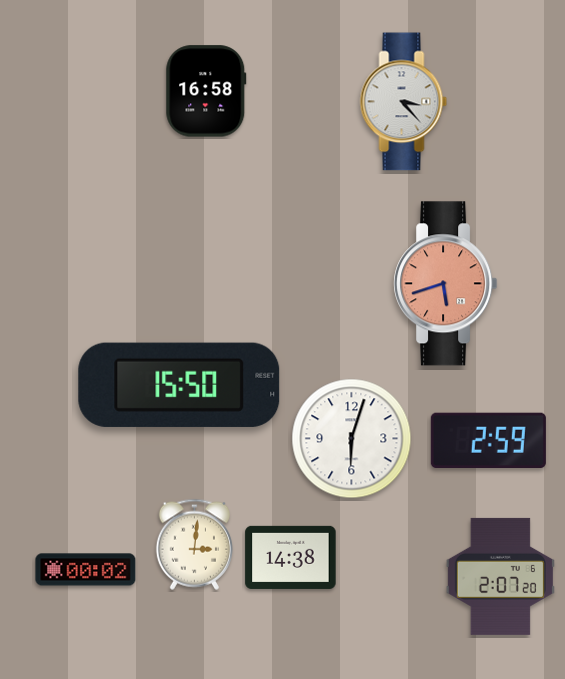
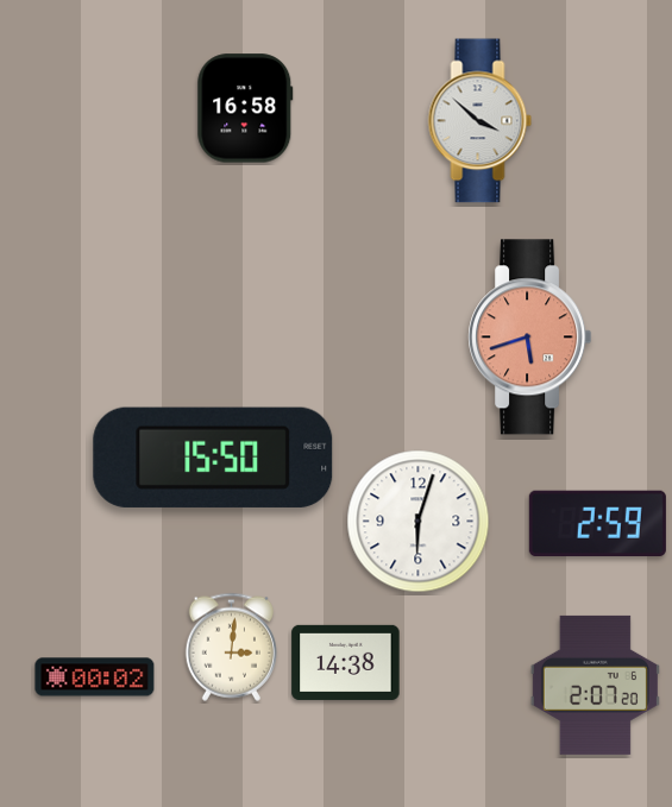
clock at (404, 102): 3:23 -> 3:52
clock at (488, 440) position: (488, 440) -> (597, 523)
clock at (86, 570) position: (86, 570) -> (95, 677)
